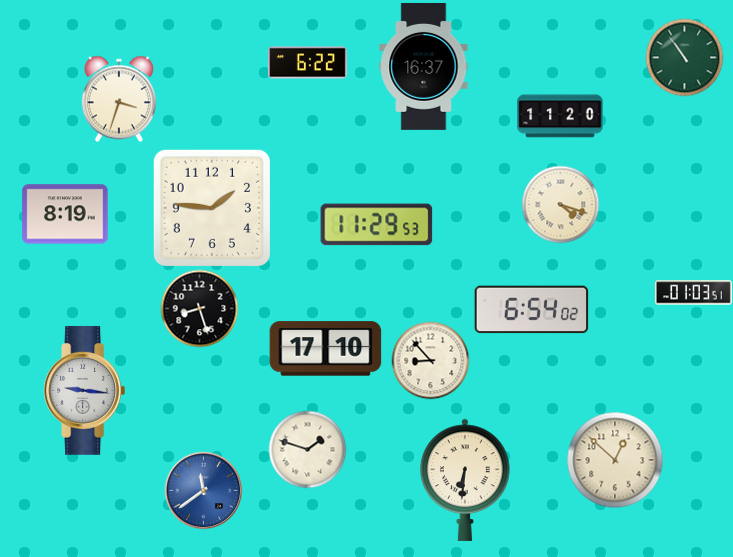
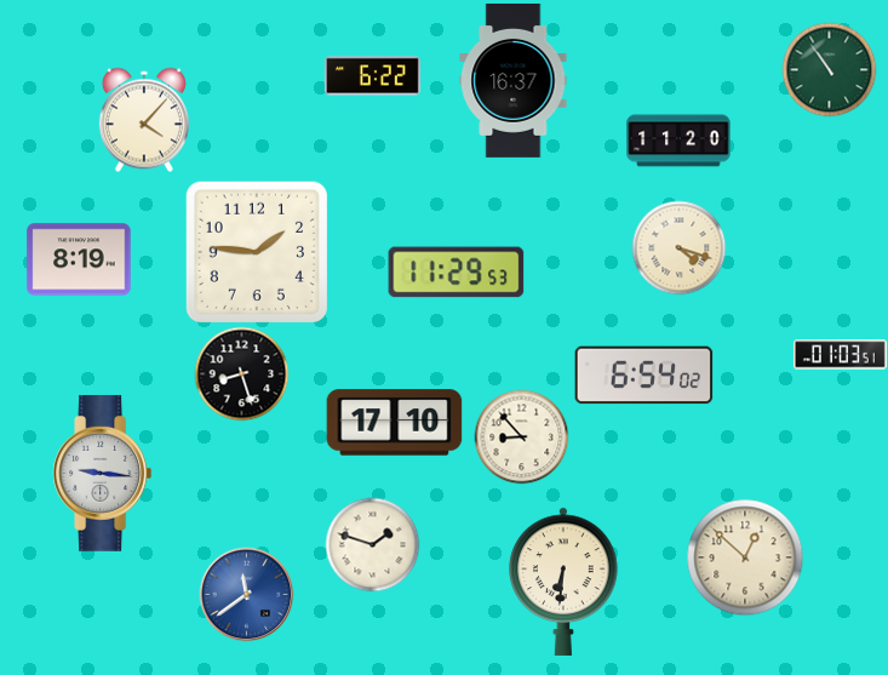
clock at (119, 99): 3:33 -> 4:07
